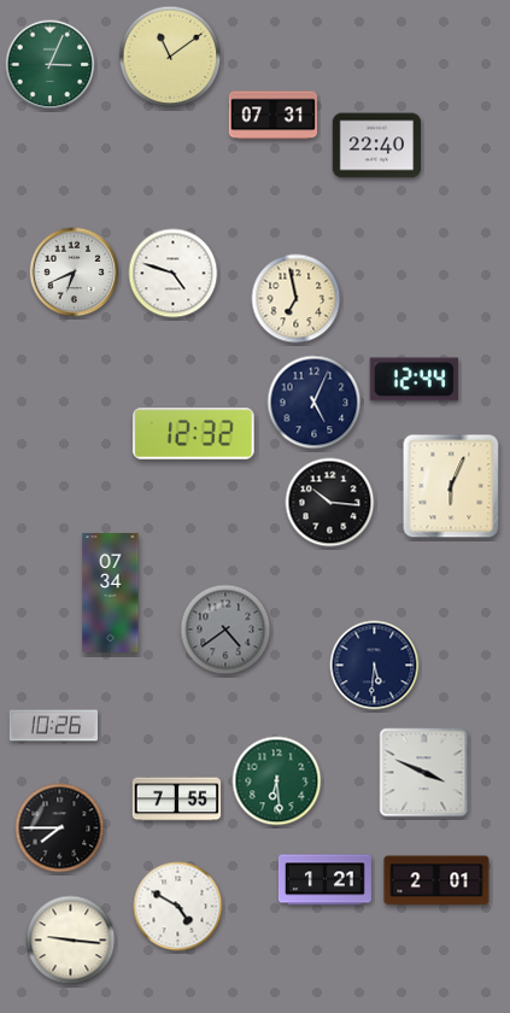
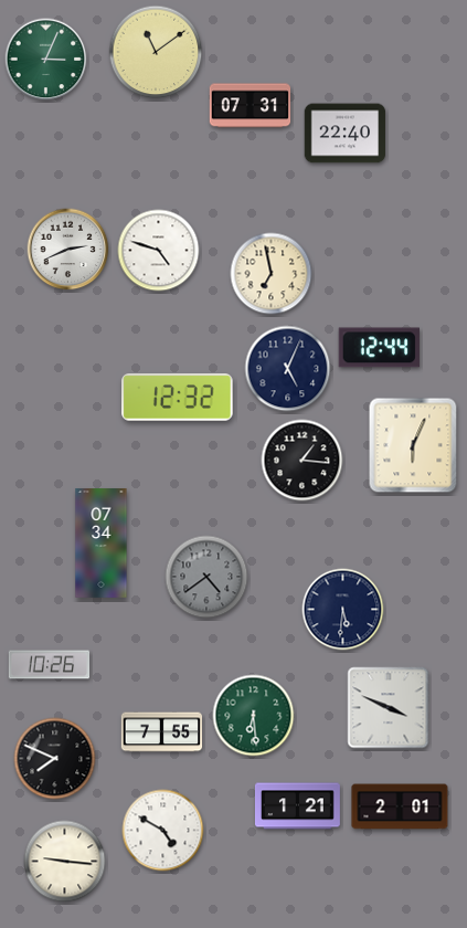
clock at (75, 273): 6:41 -> 2:41
clock at (330, 503): 10:16 -> 1:16
clock at (60, 828): 7:45 -> 7:49
